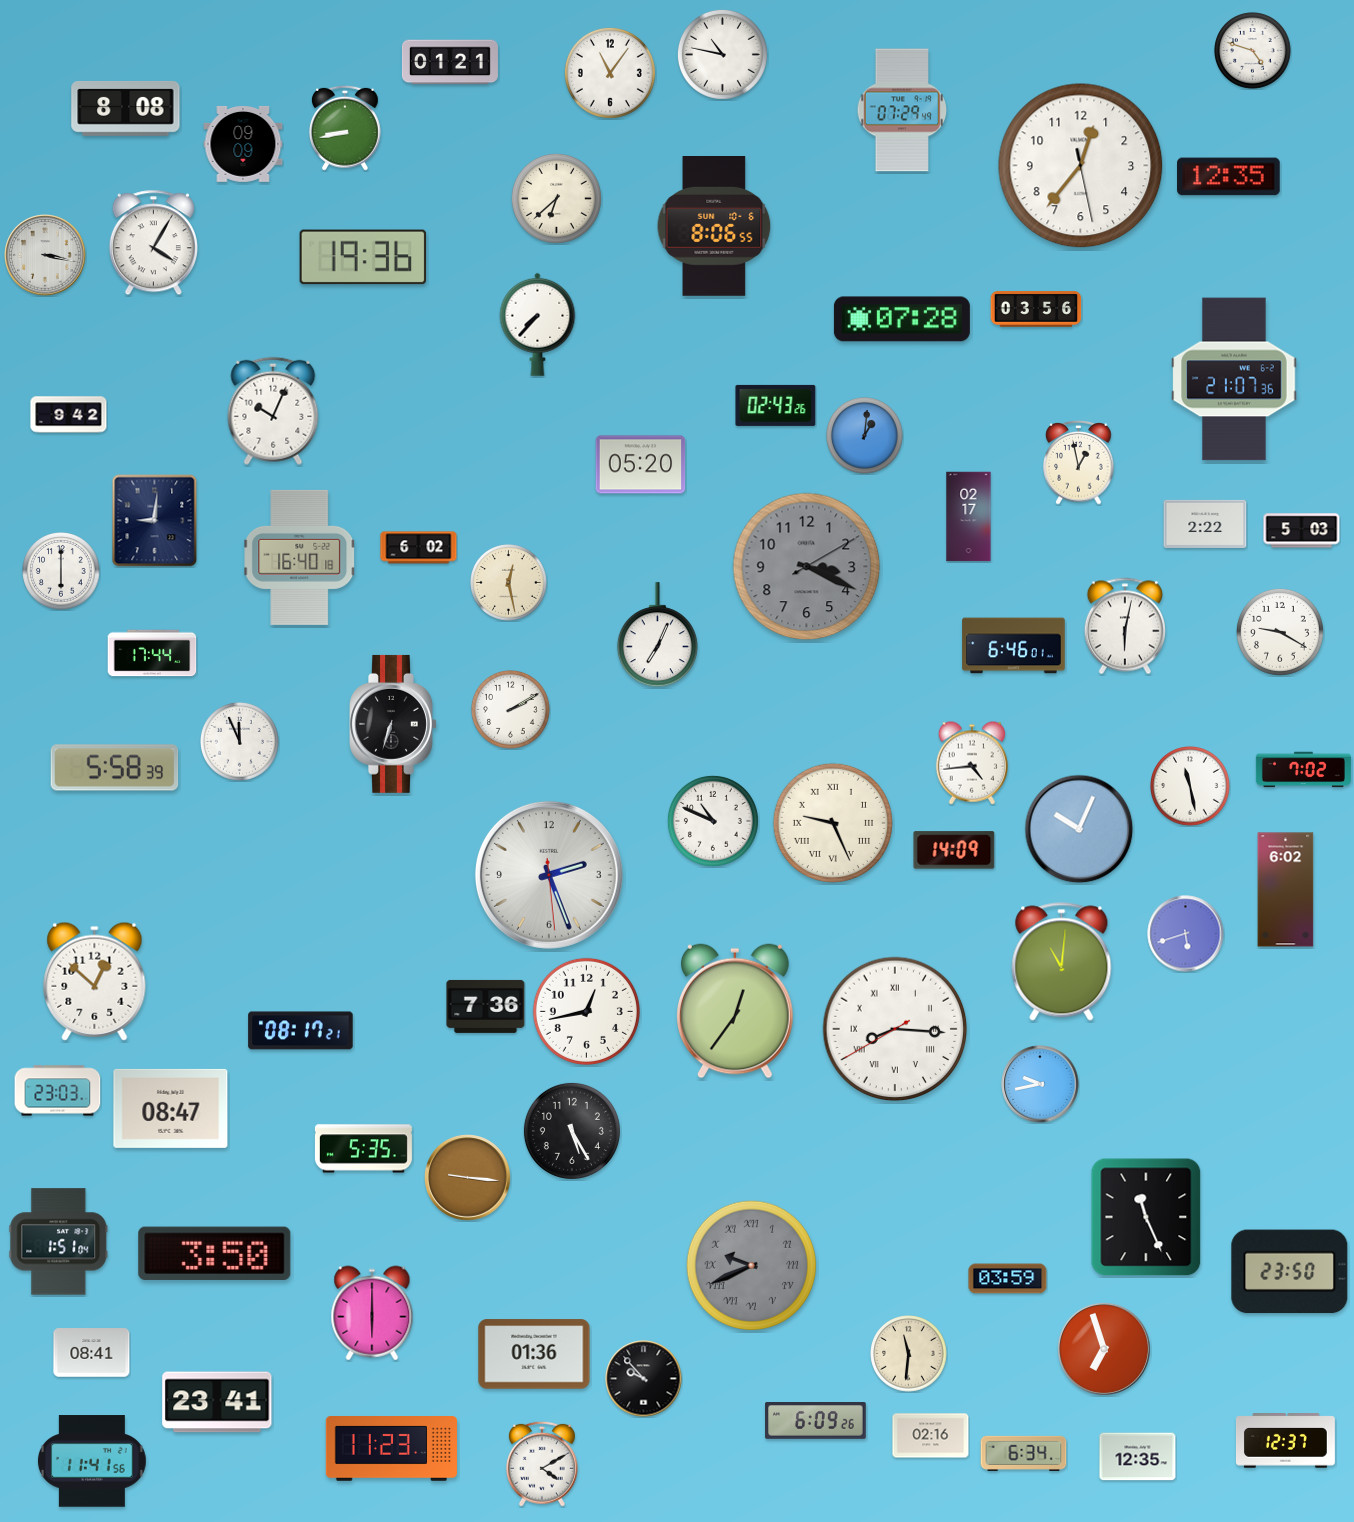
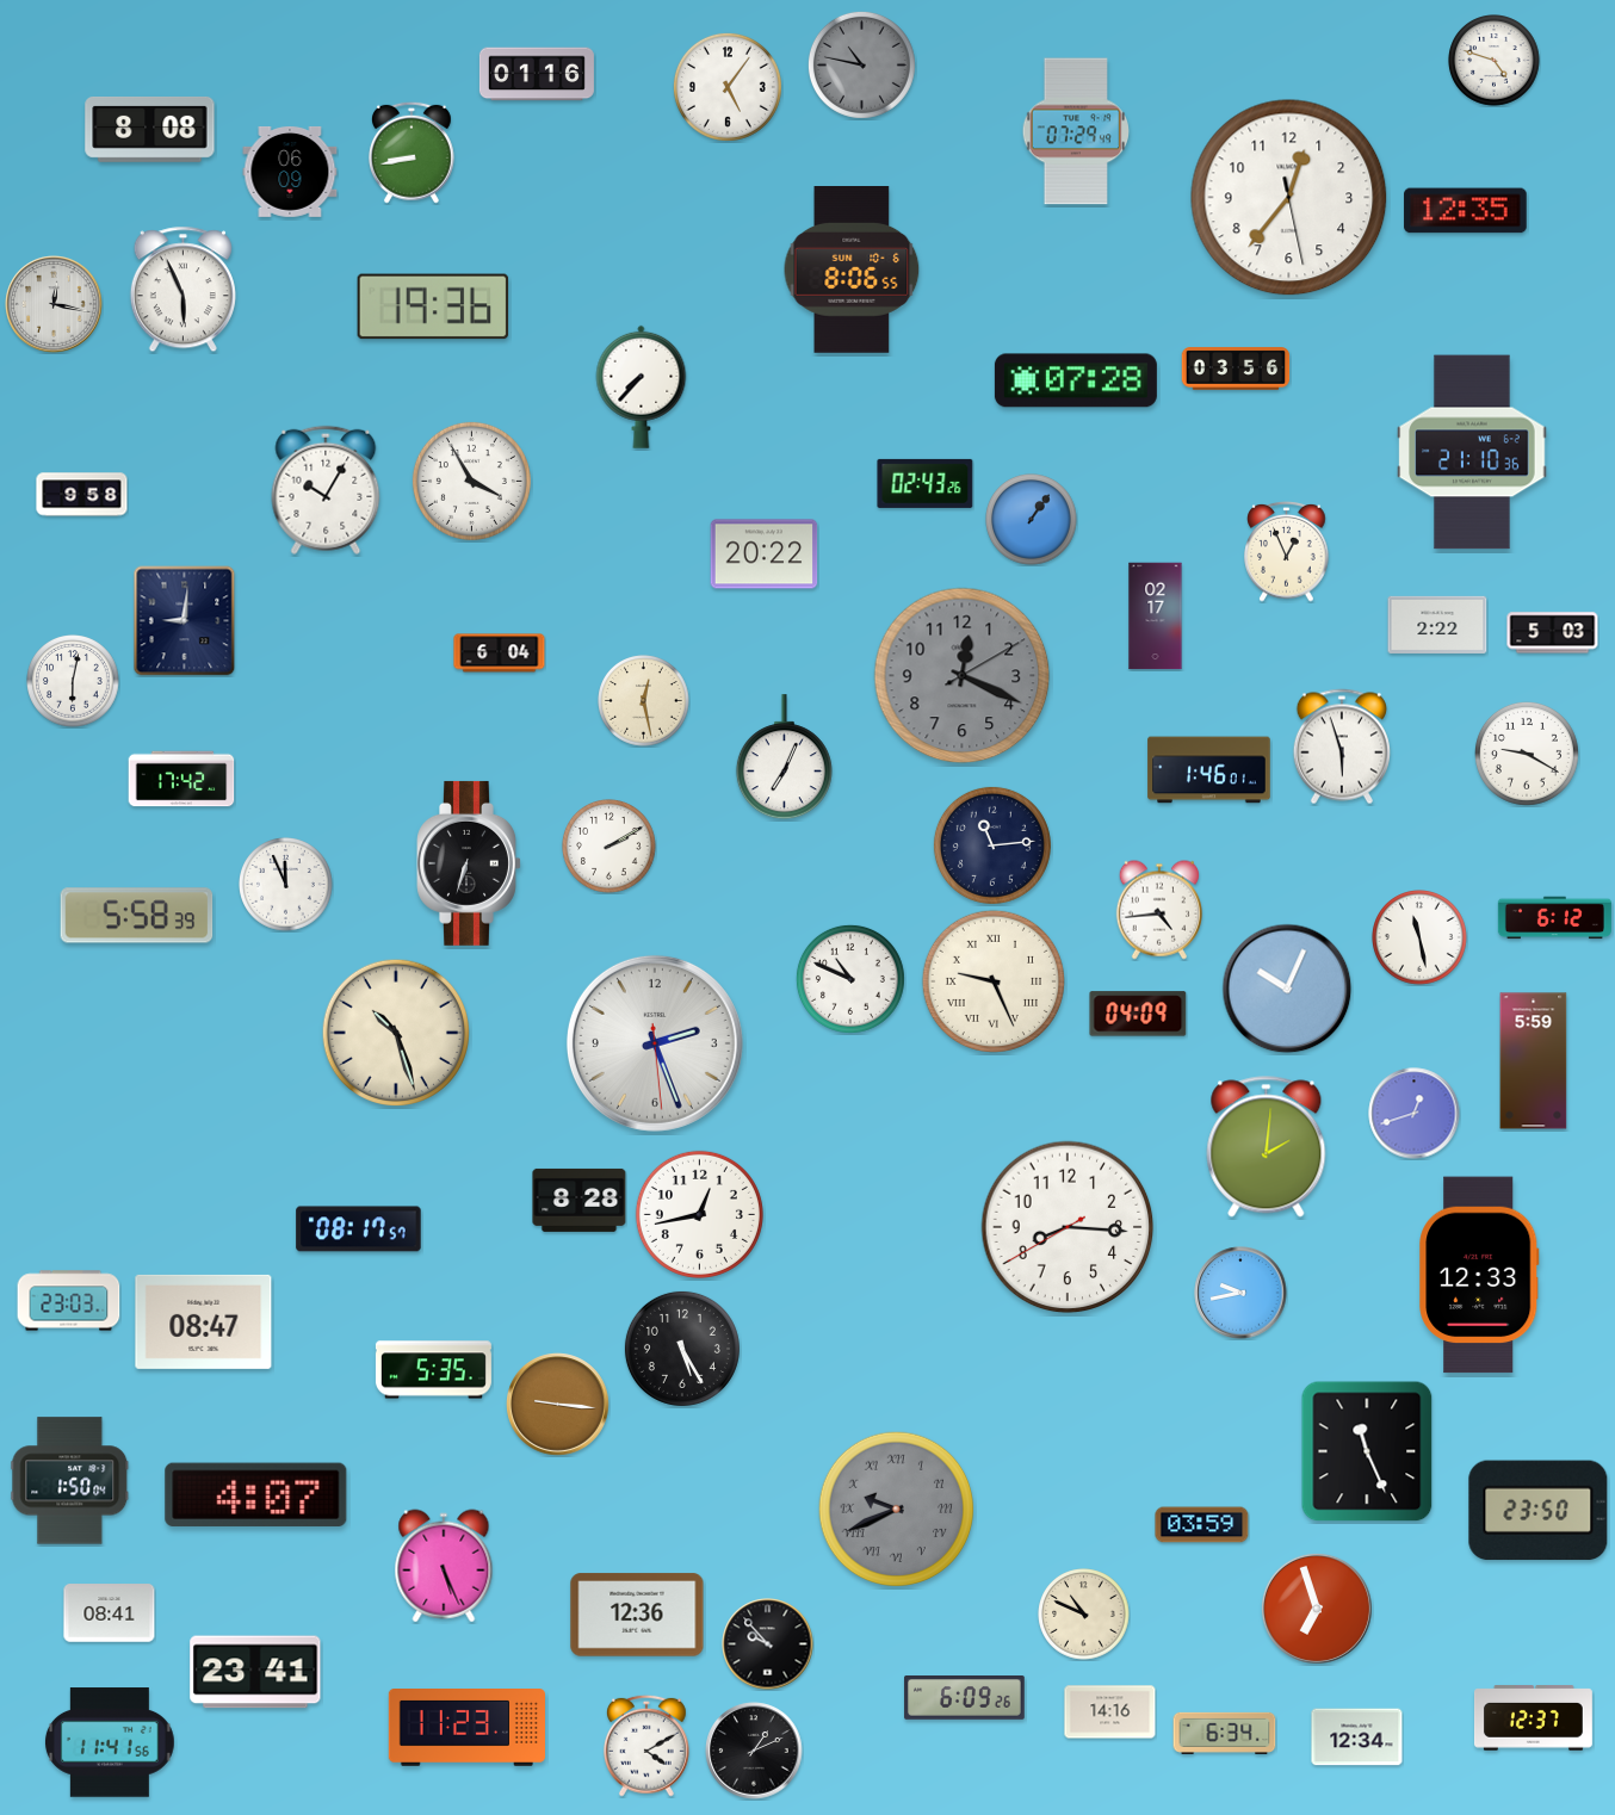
clock at (722, 54) dial: white -> grey
clock at (450, 62): 01:21 -> 01:16
clock at (610, 73): 11:06 -> 5:06
clock at (243, 144): 09:09 -> 06:09
clock at (556, 198): 6:38 -> none
clock at (153, 243): 4:05 -> 5:56
clock at (45, 255): 3:17 -> 12:17
clock at (1234, 379): 21:07 -> 21:10
clock at (471, 481): none -> 3:55
clock at (273, 411): 10:04 -> 10:05
clock at (69, 415): 9:42 -> 9:58
clock at (865, 436): 1:01 -> 1:06
clock at (1079, 463): 12:58 -> 12:56
clock at (641, 465): 05:20 -> 20:22
clock at (419, 548): 6:02 -> 6:04
clock at (300, 557): 16:40 -> none
clock at (807, 567): 3:19 -> 12:19
clock at (61, 571): 6:00 -> 6:02
clock at (509, 583) position: (509, 583) -> (644, 701)
clock at (1125, 626): 6:02 -> 5:57
clock at (1014, 646): 6:46 -> 1:46
clock at (152, 653): 17:44 -> 17:42
clock at (992, 845): none -> 11:14
clock at (1303, 770): 7:02 -> 6:12
clock at (954, 850): 14:09 -> 04:09
clock at (395, 1032): none -> 10:27
clock at (1286, 890): 6:02 -> 5:59
clock at (1186, 934): 5:42 -> 12:42
clock at (1062, 962): 11:01 -> 2:01
clock at (95, 981): 12:52 -> none
clock at (486, 1006): 7:36 -> 8:28
clock at (586, 1011) position: (586, 1011) -> (699, 1214)
clock at (736, 1011): 12:36 -> none
clock at (895, 1029) numerals: Roman -> Arabic
clock at (301, 1031): 08:17:21 -> 08:17:57
clock at (1479, 1275): none -> 12:33
clock at (59, 1242): 1:51 -> 1:50
clock at (215, 1253): 3:50 -> 4:07
clock at (1290, 1272) position: (1290, 1272) -> (1539, 1511)
clock at (372, 1313): 6:00 -> 5:26
clock at (534, 1354): 01:36 -> 12:36
clock at (909, 1354): 11:31 -> 10:49
clock at (217, 1402) position: (217, 1402) -> (255, 1672)
clock at (816, 1421) position: (816, 1421) -> (965, 1698)
clock at (931, 1436): 02:16 -> 14:16
clock at (1024, 1453) position: (1024, 1453) -> (1225, 1733)
clock at (1138, 1457): 12:35 -> 12:34
clock at (754, 1751): none -> 1:11
